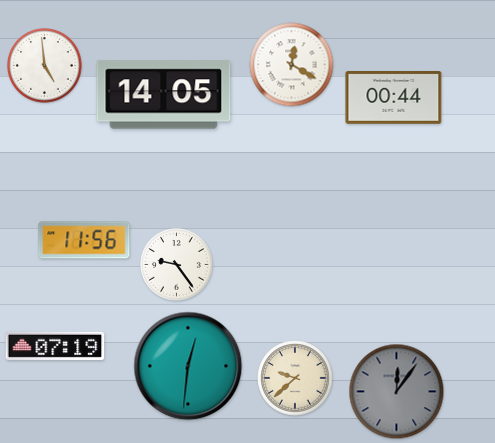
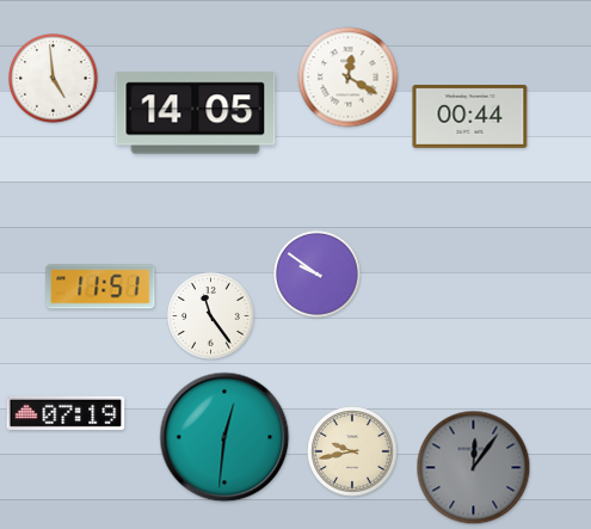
clock at (318, 275): none -> 9:51
clock at (84, 240): 11:56 -> 11:51
clock at (177, 265): 9:24 -> 11:24
clock at (295, 378): 9:38 -> 9:43
